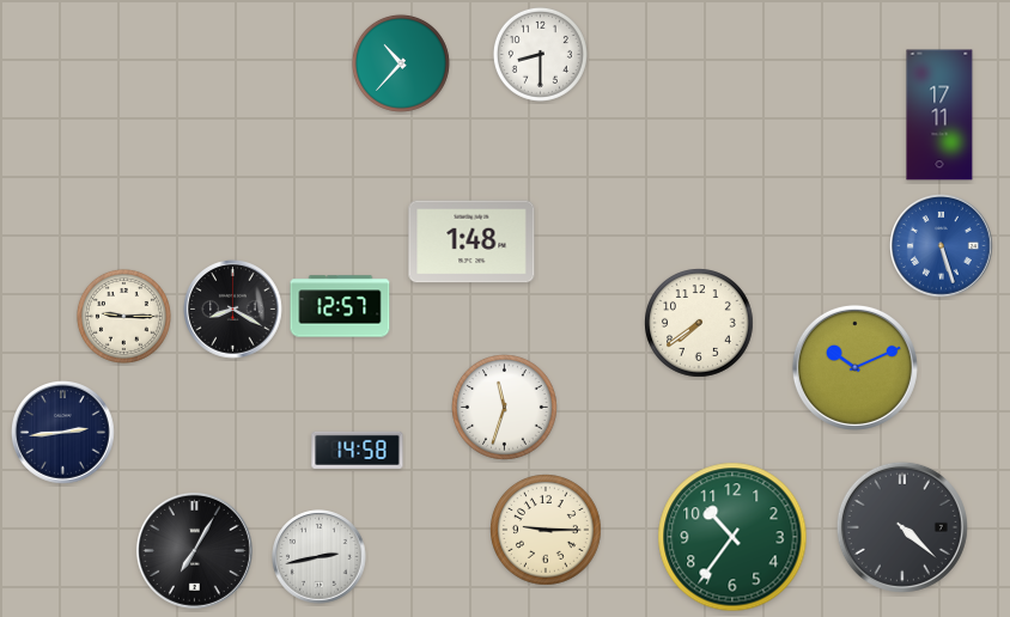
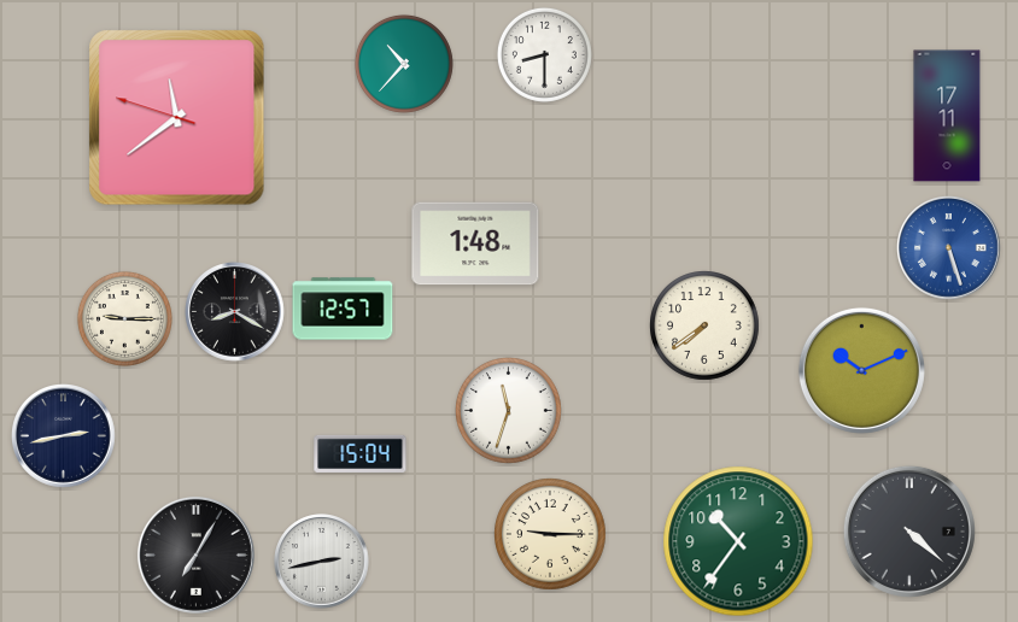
clock at (177, 118): none -> 11:38
clock at (63, 433): 2:44 -> 2:43
clock at (358, 450): 14:58 -> 15:04
